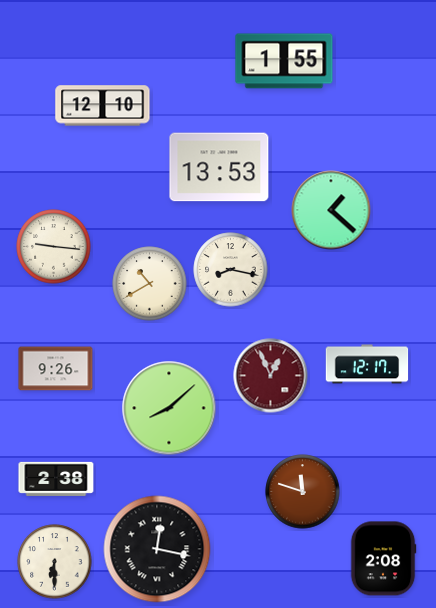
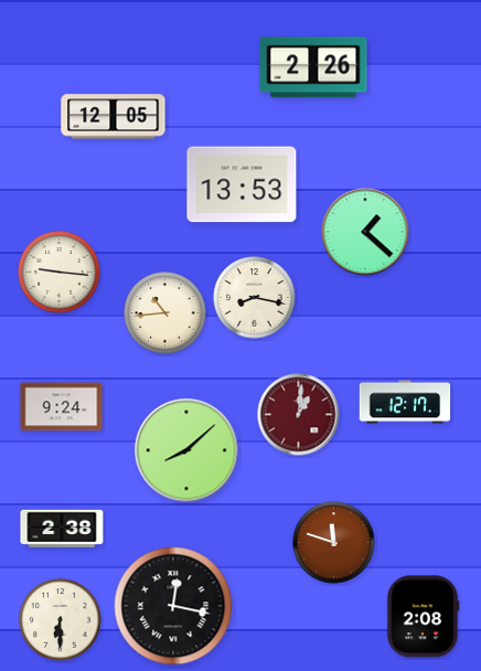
clock at (284, 61): 1:55 -> 2:26
clock at (103, 106): 12:10 -> 12:05
clock at (150, 284): 10:40 -> 10:44
clock at (56, 369): 9:26 -> 9:24
clock at (271, 376): 12:56 -> 1:01
